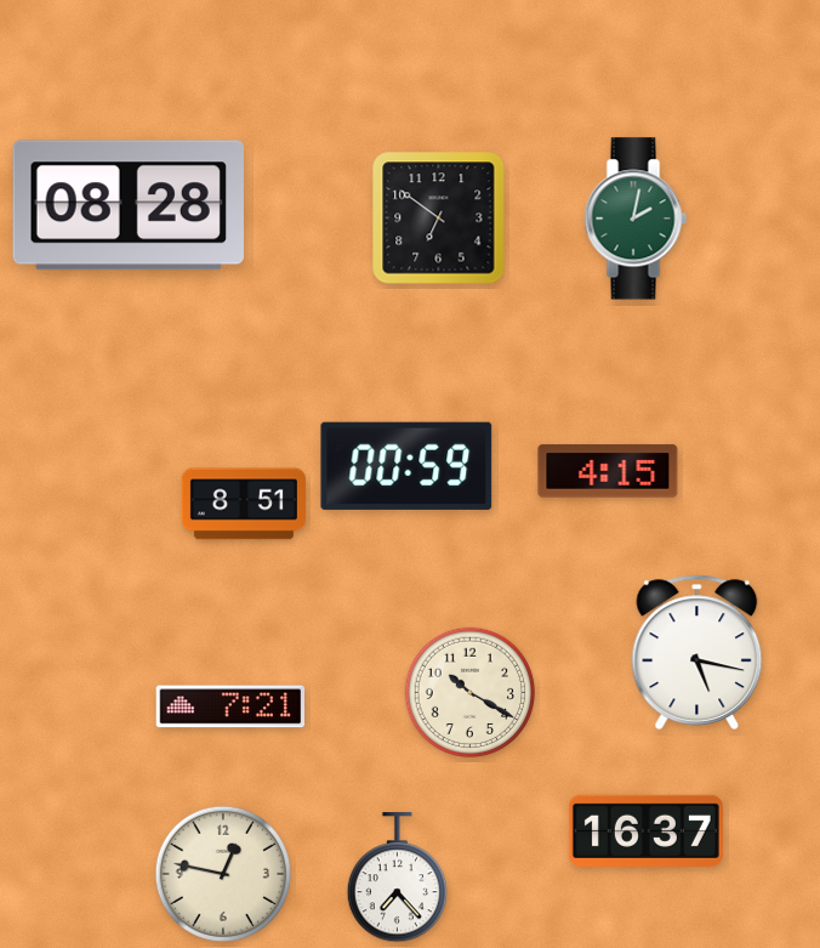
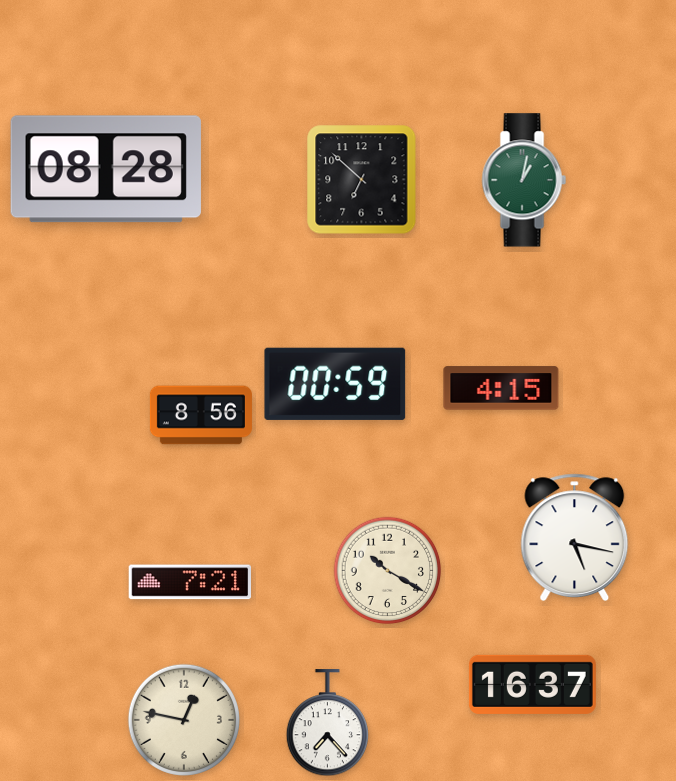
clock at (439, 218): 6:51 -> 6:52
clock at (636, 218): 2:02 -> 1:02
clock at (244, 504): 8:51 -> 8:56
